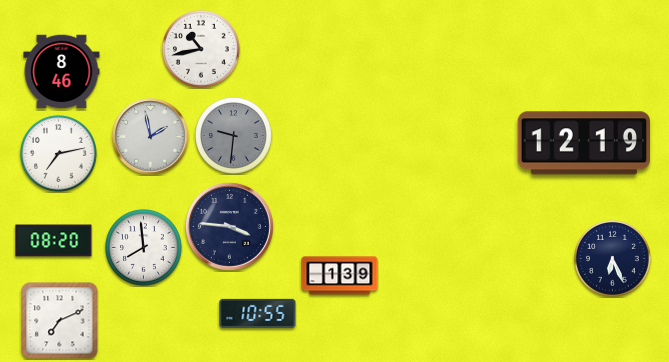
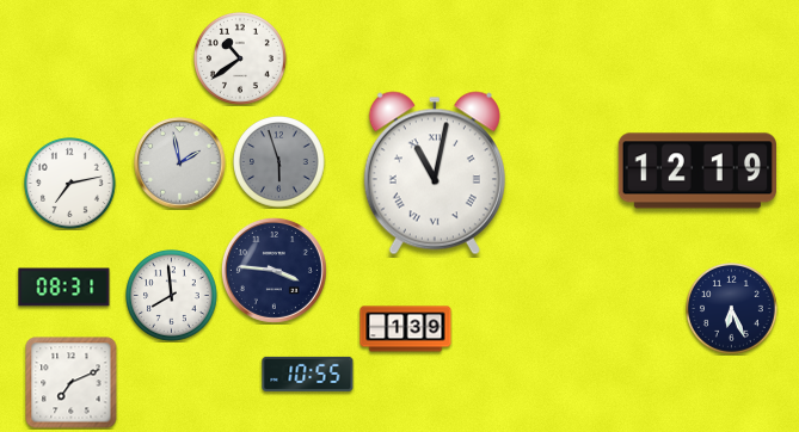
clock at (202, 50): 10:43 -> 10:39
clock at (62, 72): 8:46 -> none
clock at (234, 136): 9:31 -> 5:57
clock at (435, 173): none -> 11:02
clock at (54, 241): 08:20 -> 08:31
